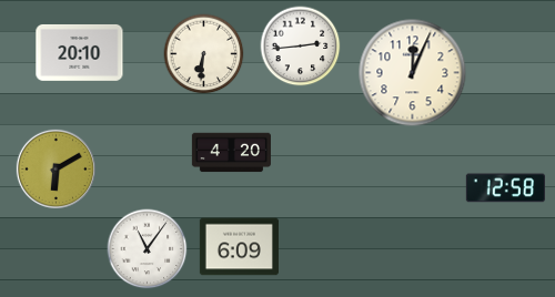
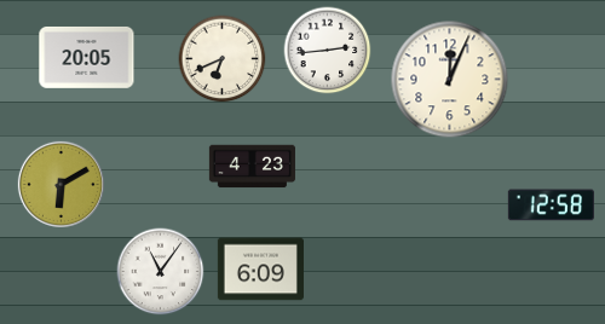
clock at (80, 52): 20:10 -> 20:05
clock at (204, 54): 6:31 -> 6:41
clock at (231, 153): 4:20 -> 4:23
